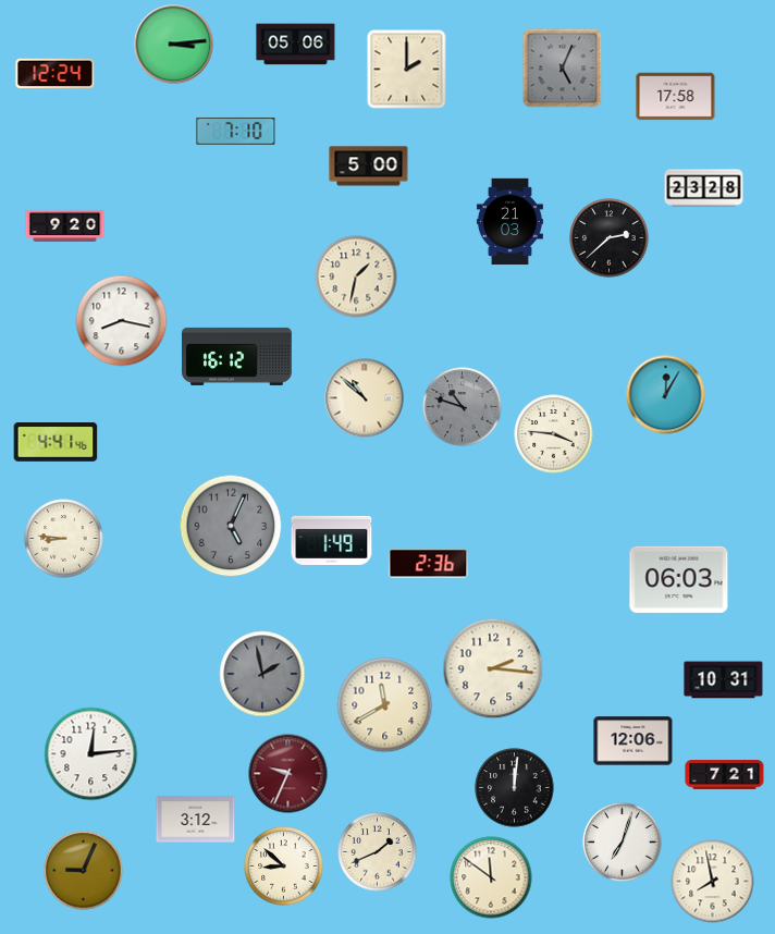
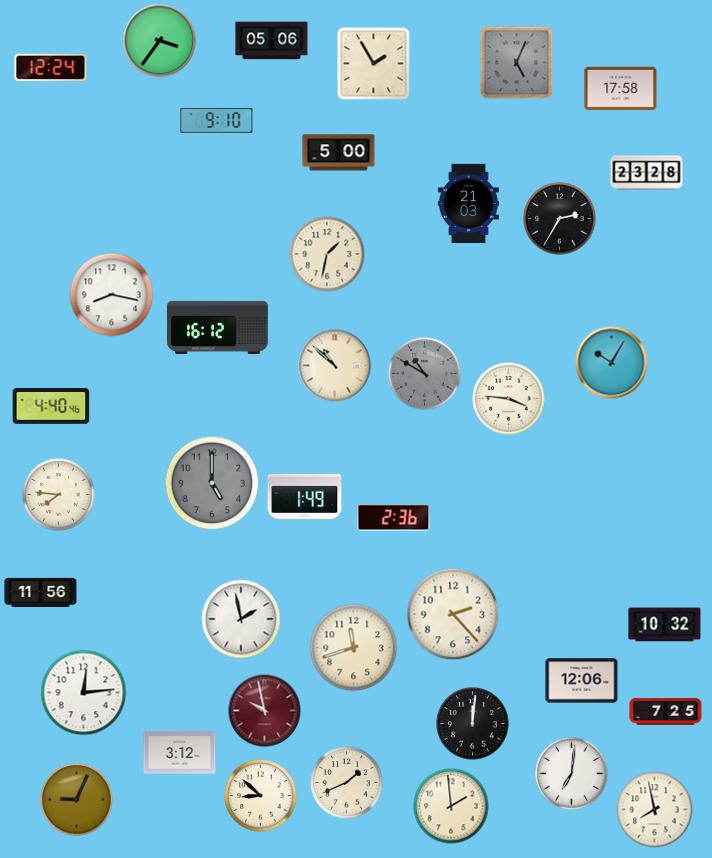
clock at (174, 45): 3:14 -> 3:36
clock at (407, 70): 2:00 -> 1:55
clock at (236, 132): 7:10 -> 9:10
clock at (65, 225): 9:20 -> none
clock at (610, 238): 2:38 -> 2:35
clock at (666, 395): 12:05 -> 10:05
clock at (463, 407): 10:48 -> 10:50
clock at (56, 443): 4:41 -> 4:40
clock at (231, 526): 5:04 -> 5:00
clock at (64, 539): 8:46 -> 7:46
clock at (679, 579): 06:03 -> none
clock at (41, 592): none -> 11:56
clock at (493, 668): 2:16 -> 2:23
clock at (262, 674) dial: grey -> white
clock at (724, 680): 10:31 -> 10:32
clock at (385, 705): 11:40 -> 11:42
clock at (288, 774): 9:34 -> 9:58
clock at (725, 775): 7:21 -> 7:25
clock at (623, 843): 7:03 -> 7:01
clock at (491, 877): 11:51 -> 1:59
